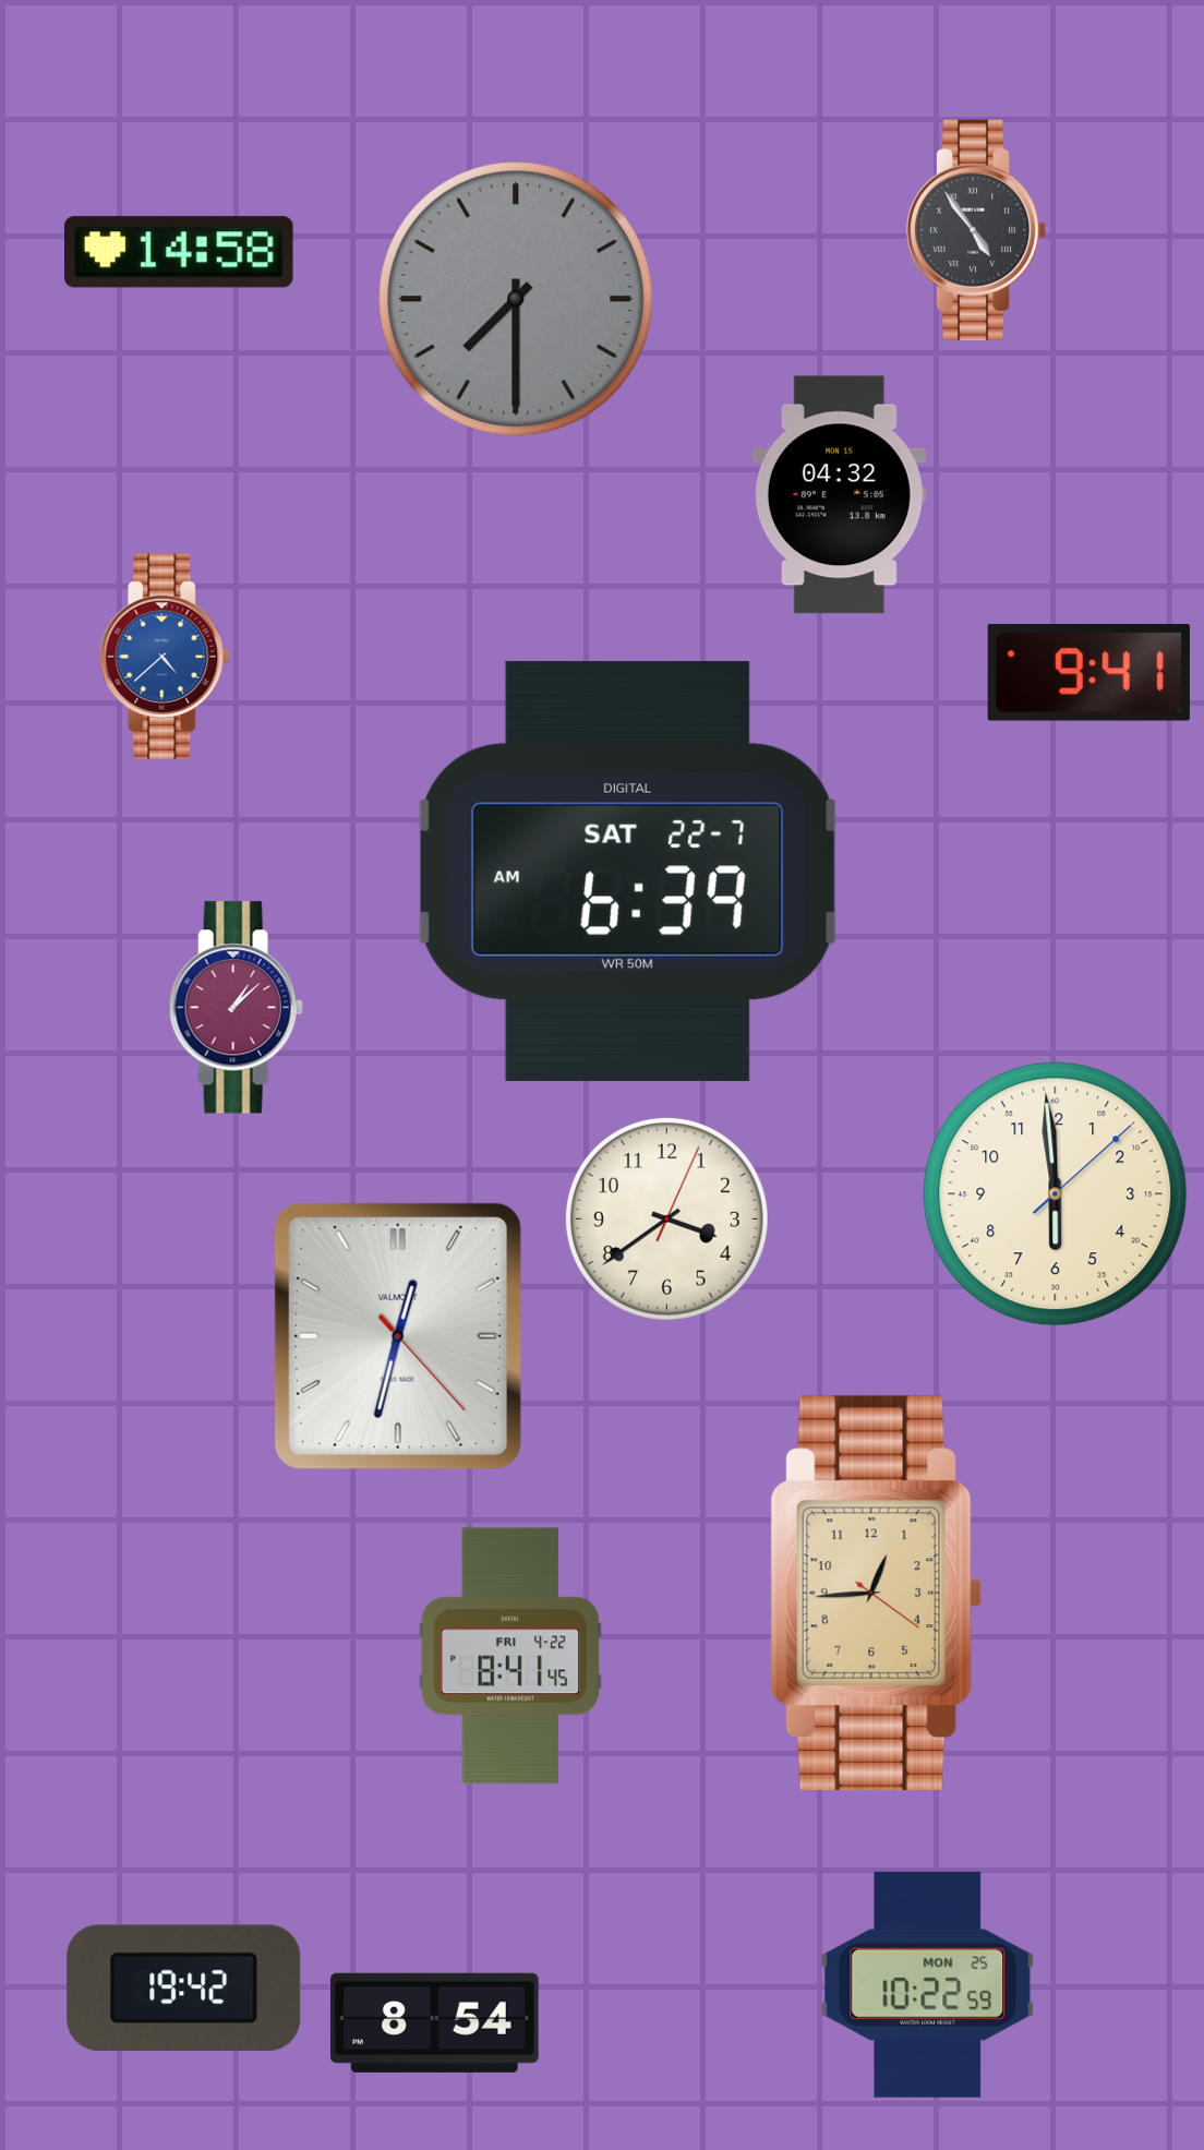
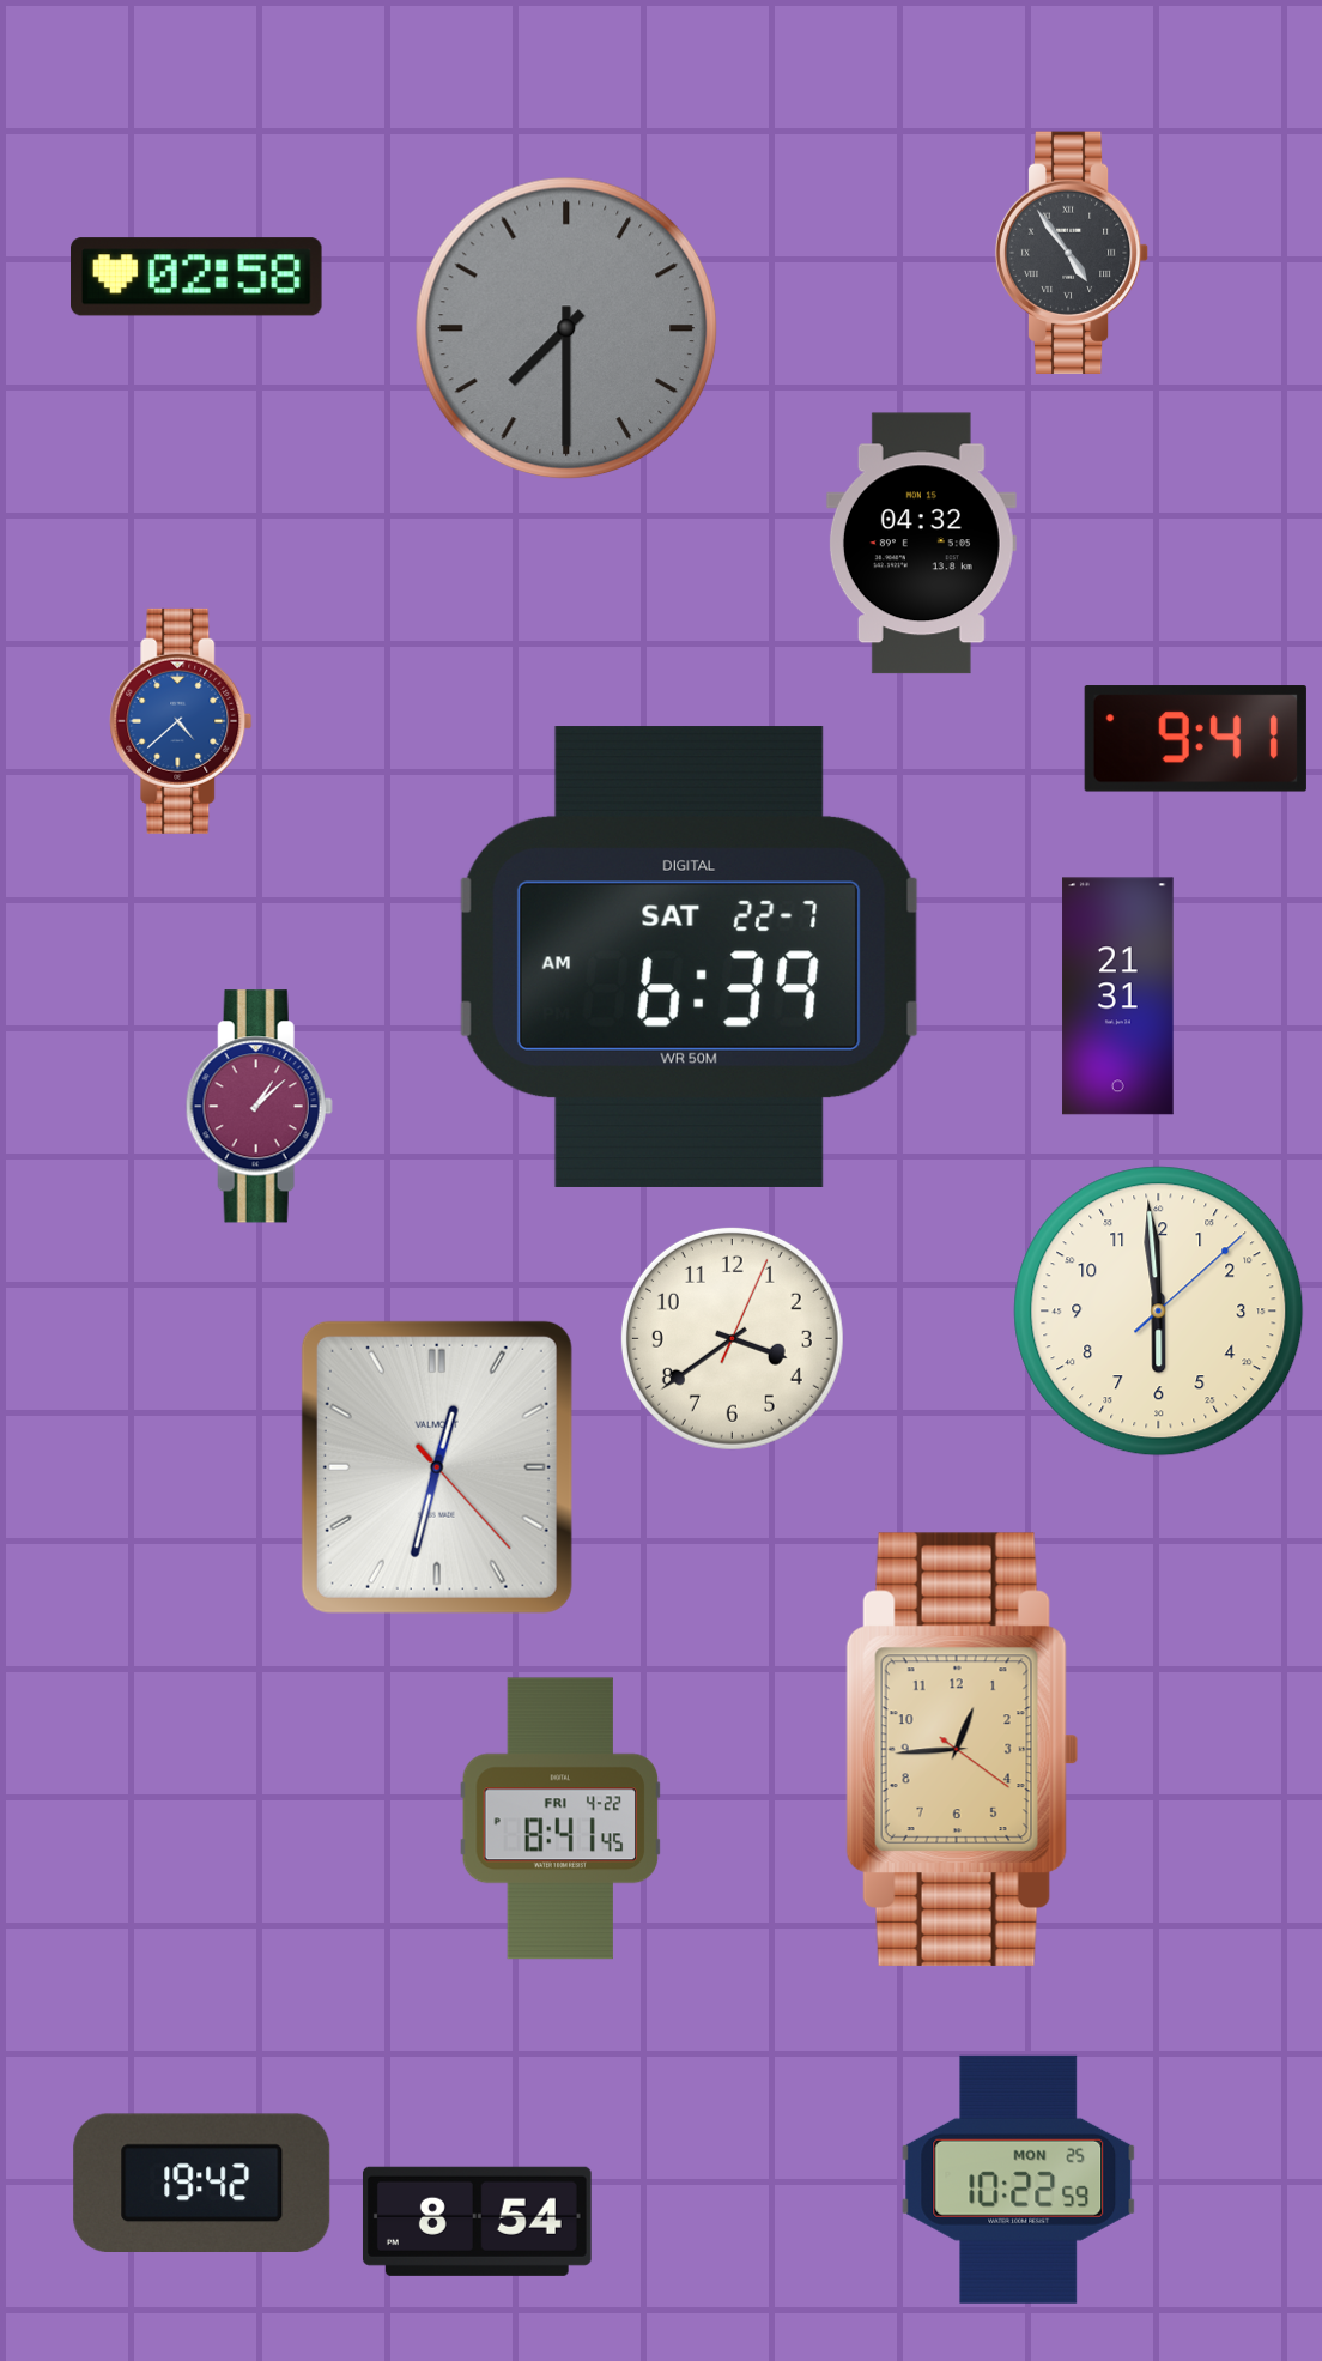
clock at (180, 252): 14:58 -> 02:58
clock at (1118, 997): none -> 21:31
